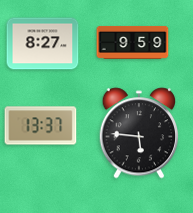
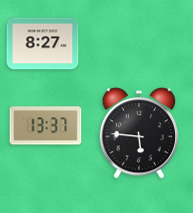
clock at (133, 42): 9:59 -> none
clock at (41, 126) position: (41, 126) -> (46, 126)
